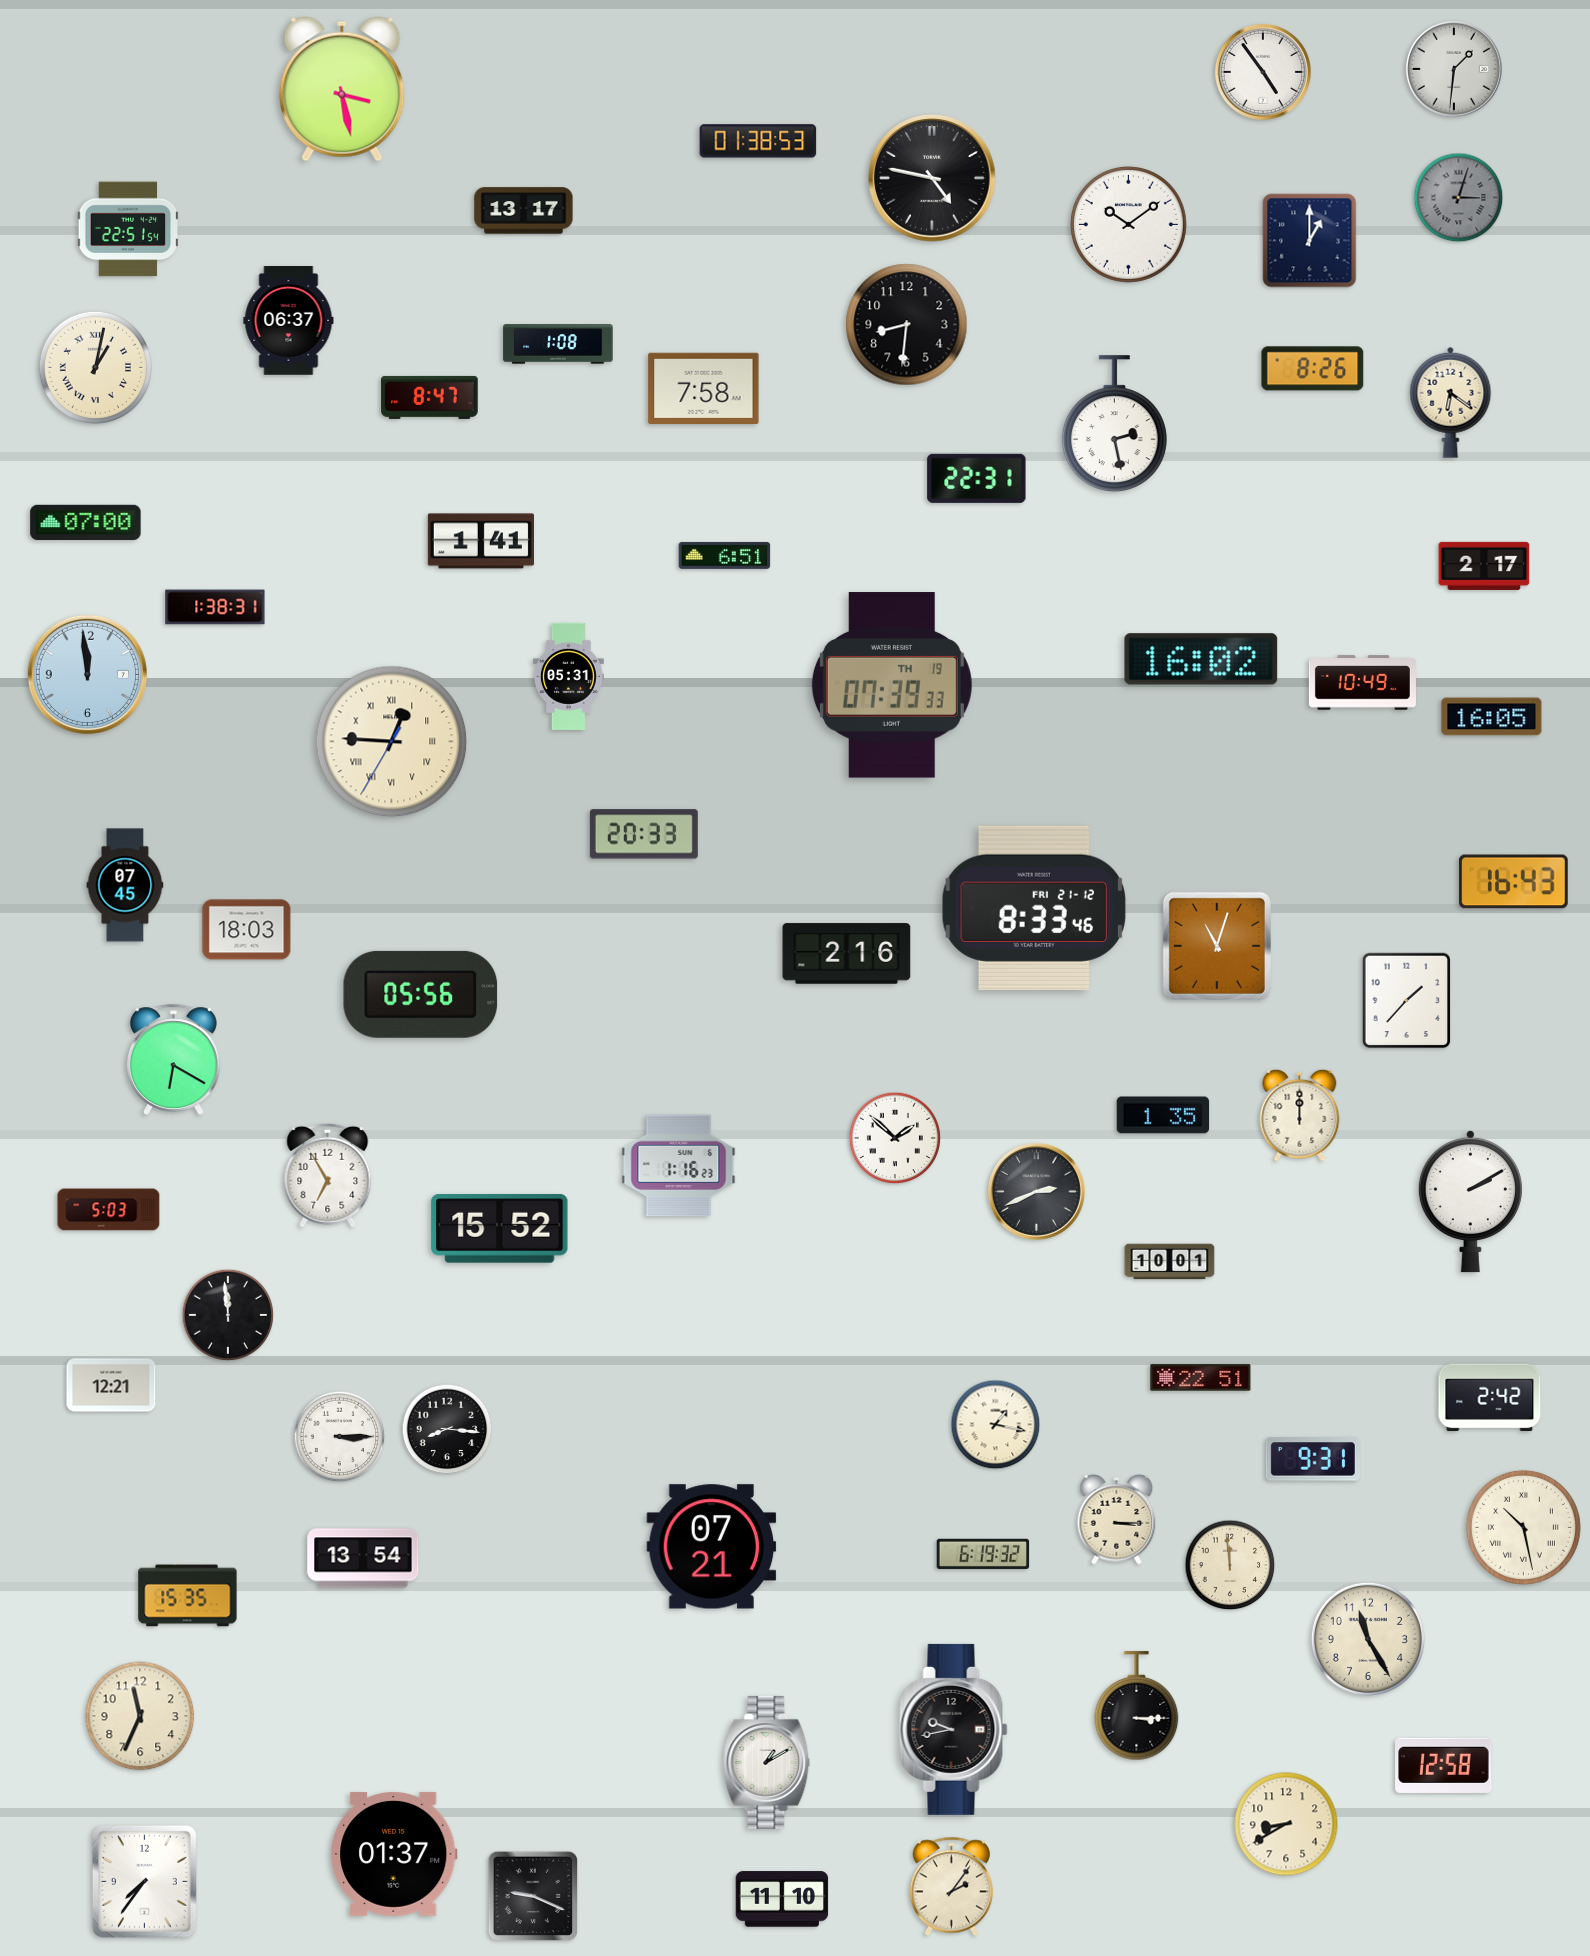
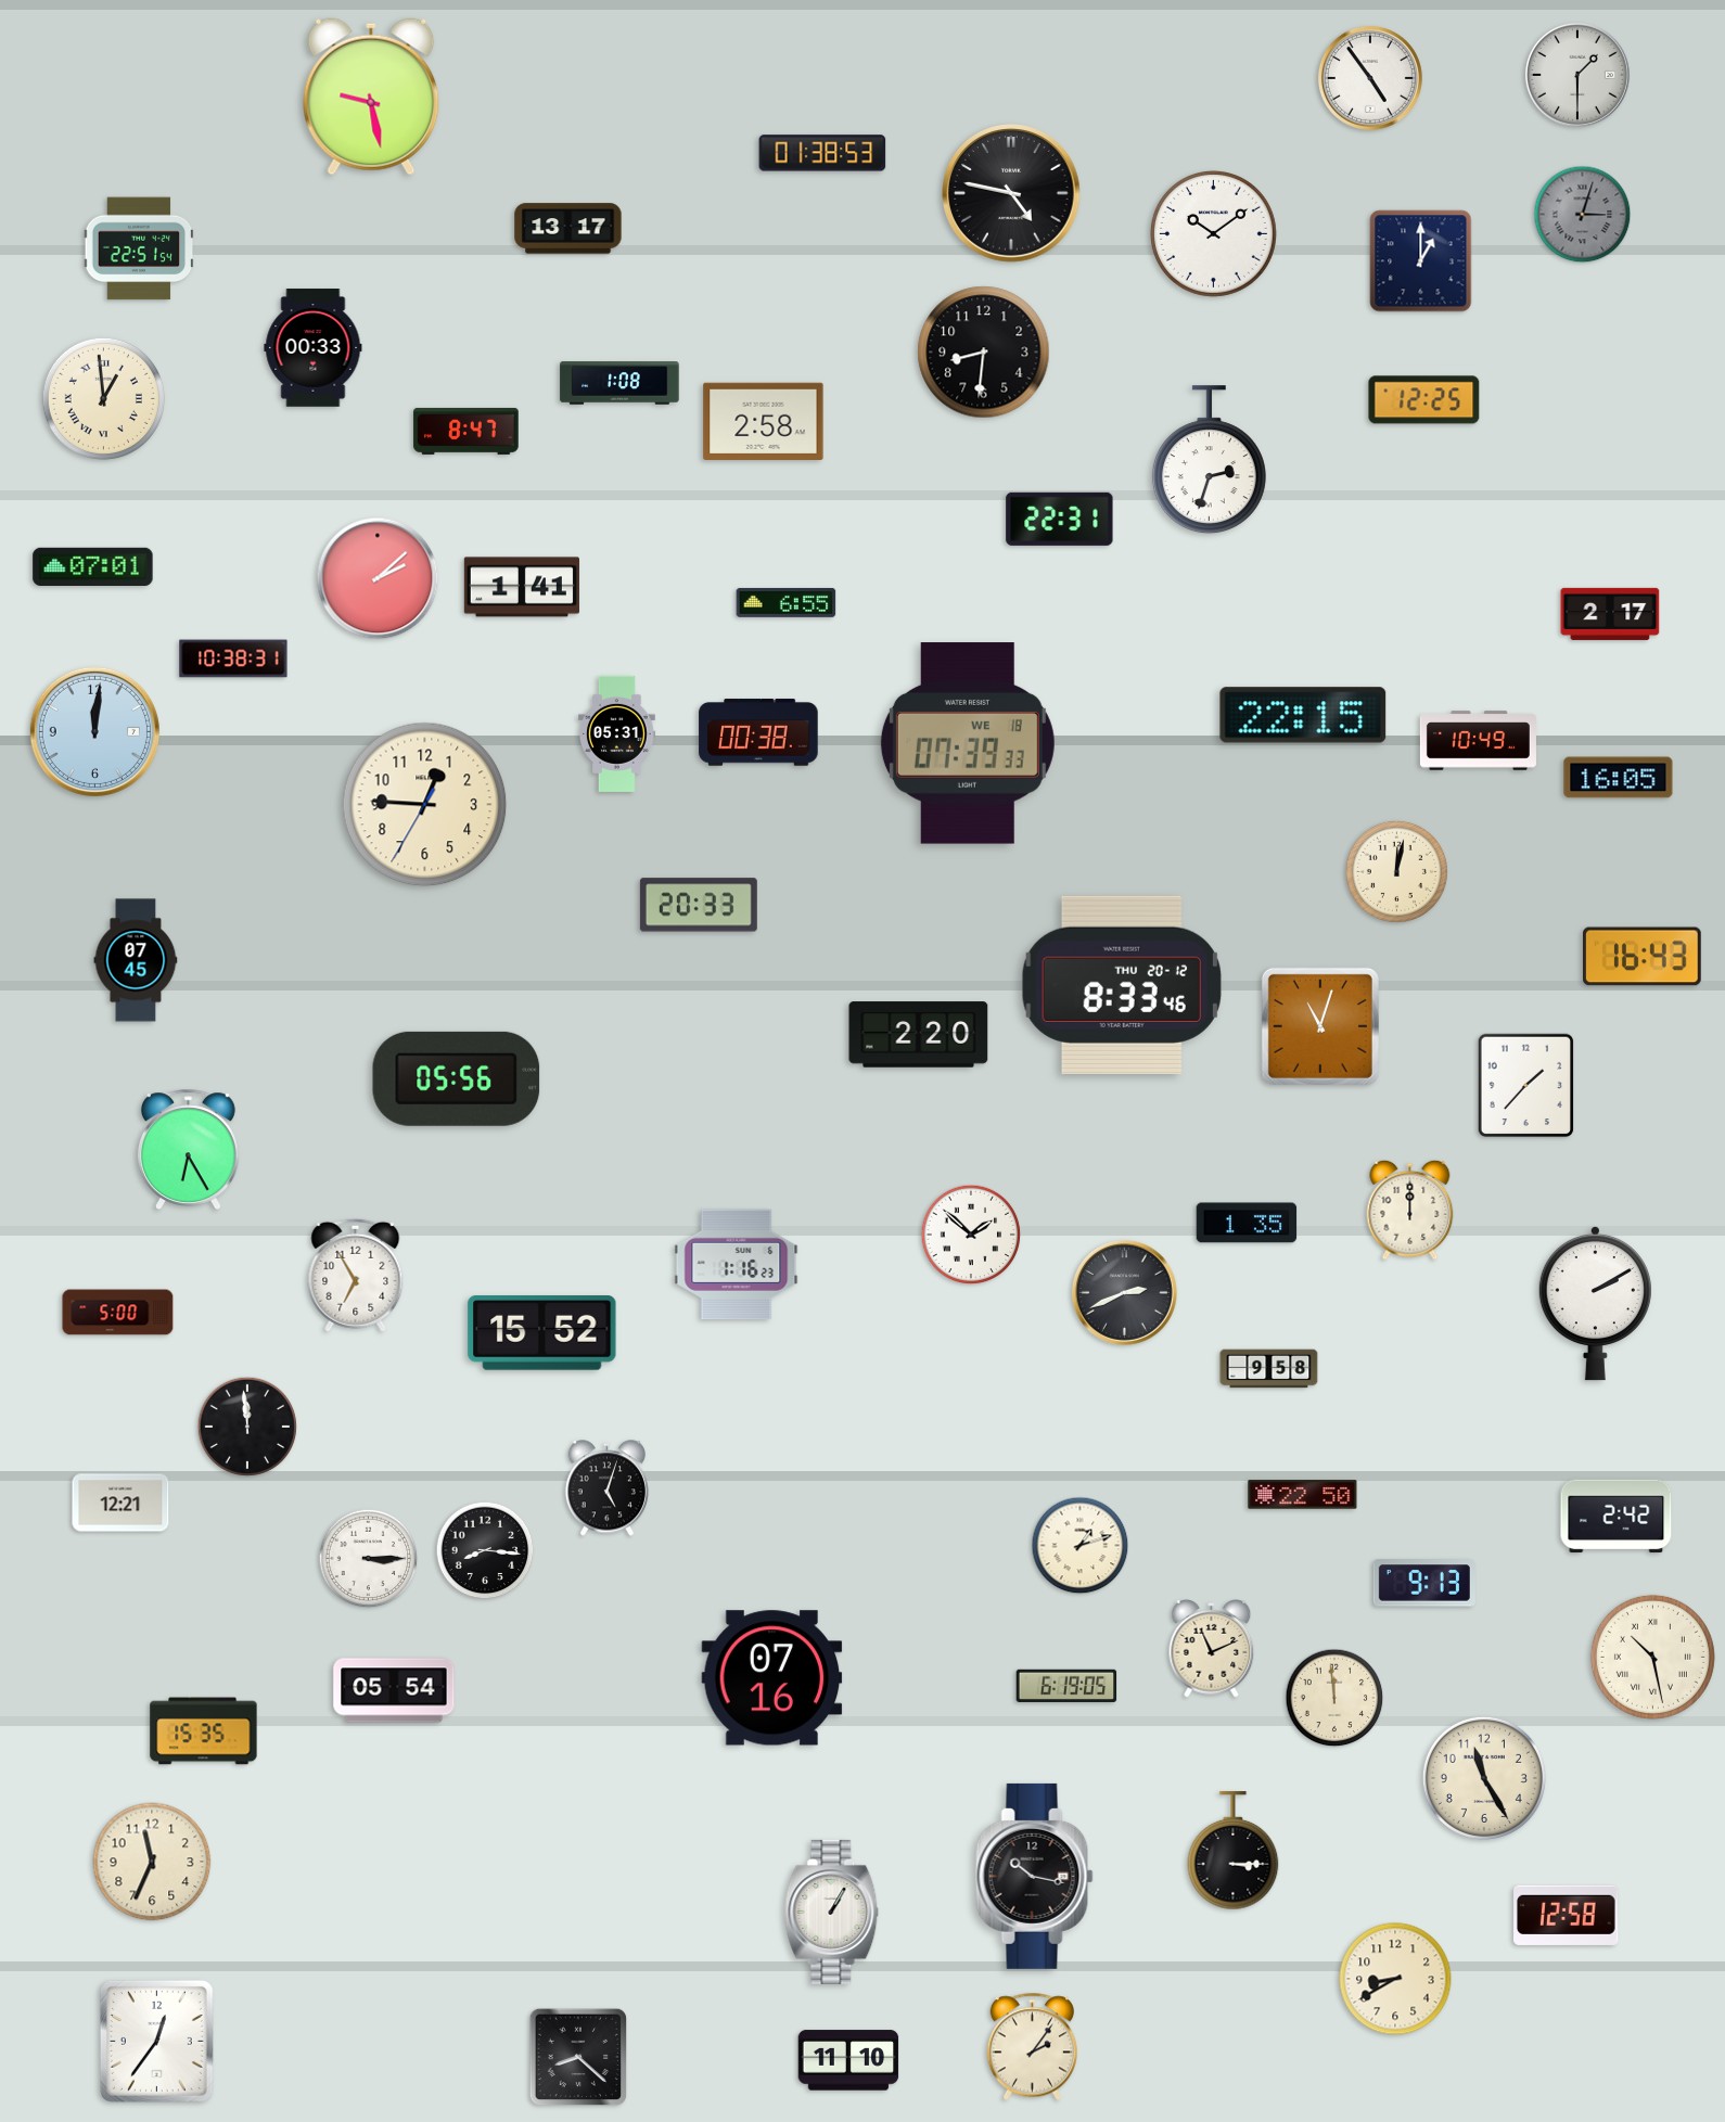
clock at (1454, 69): 1:31 -> 1:30
clock at (342, 89): 3:28 -> 9:28
clock at (1128, 224) position: (1128, 224) -> (1213, 233)
clock at (289, 321): 06:37 -> 00:33
clock at (558, 344) position: (558, 344) -> (619, 383)
clock at (95, 367): 1:02 -> 12:59
clock at (1313, 369): 8:26 -> 12:25
clock at (704, 388): 7:58 -> 2:58
clock at (1451, 402): 6:21 -> none
clock at (1114, 424): 2:28 -> 2:33
clock at (86, 522): 07:00 -> 07:01
clock at (378, 578): none -> 2:08
clock at (725, 555): 6:51 -> 6:55
clock at (215, 607): 1:38 -> 10:38
clock at (1201, 659): 16:02 -> 22:15
clock at (87, 674): 11:59 -> 12:01
clock at (758, 732): none -> 00:38
clock at (892, 685) date: TH 19 -> WE 18
clock at (392, 742) numerals: Roman -> Arabic
clock at (1396, 871): none -> 12:02
clock at (1034, 908) date: FRI 21-12 -> THU 20-12
clock at (247, 930): 18:03 -> none
clock at (847, 954): 2:16 -> 2:20
clock at (173, 1059): 6:20 -> 6:25
clock at (1163, 1115) position: (1163, 1115) -> (1247, 1223)
clock at (109, 1210): 5:03 -> 5:00
clock at (1170, 1262): 10:01 -> 9:58
clock at (606, 1488): none -> 5:03
clock at (1201, 1378): 22:51 -> 22:50
clock at (996, 1425): 1:17 -> 1:12
clock at (1313, 1459): 9:31 -> 9:13
clock at (1117, 1520): 3:15 -> 11:11
clock at (712, 1547): 07:21 -> 07:16
clock at (983, 1553): 6:19:32 -> 6:19:05
clock at (363, 1558): 13:54 -> 05:54
clock at (954, 1729): 9:43 -> 10:17
clock at (767, 1762): 1:10 -> 1:05
clock at (394, 1854): 01:37 -> none
clock at (144, 1881): 7:36 -> 12:36
clock at (533, 1896): 9:19 -> 8:22
